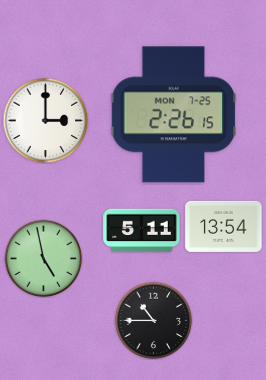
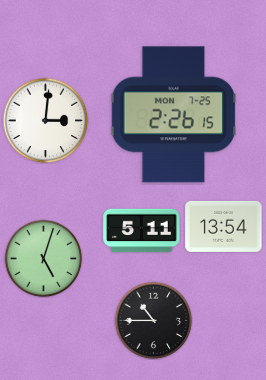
clock at (45, 120): 3:00 -> 3:01
clock at (43, 258): 4:58 -> 5:03
